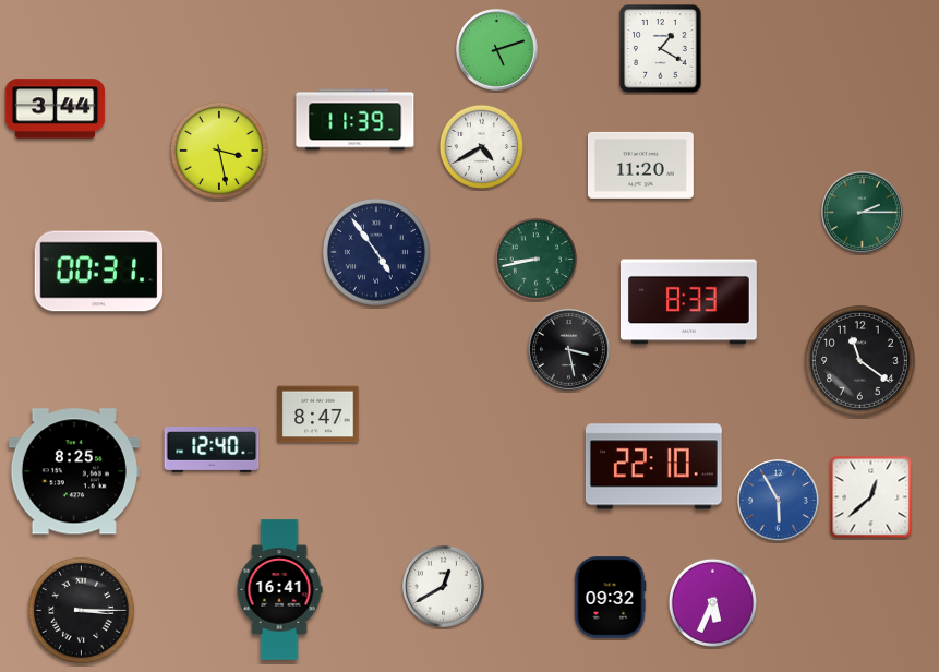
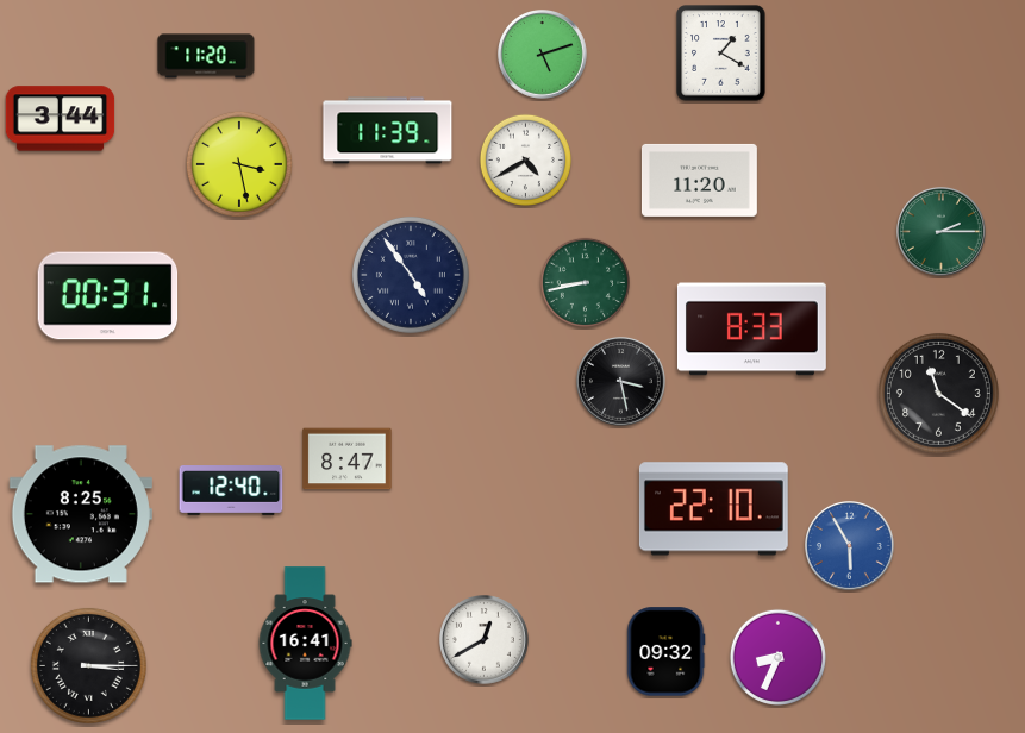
clock at (206, 56): none -> 11:20
clock at (318, 415) position: (318, 415) -> (348, 459)
clock at (871, 497): 12:38 -> none
clock at (712, 602): 5:34 -> 8:34
